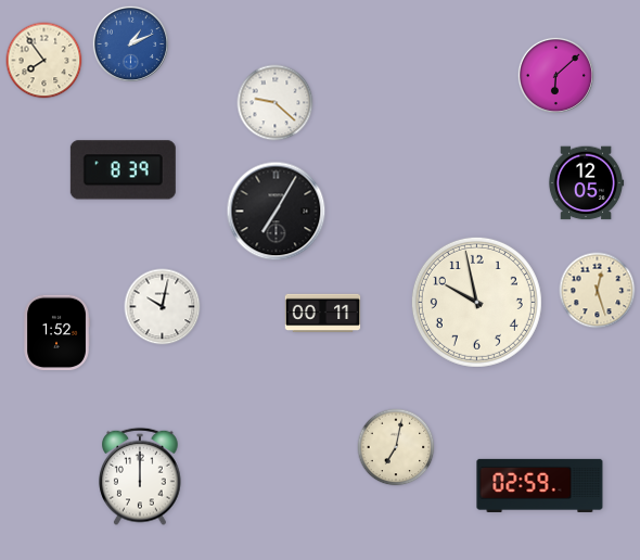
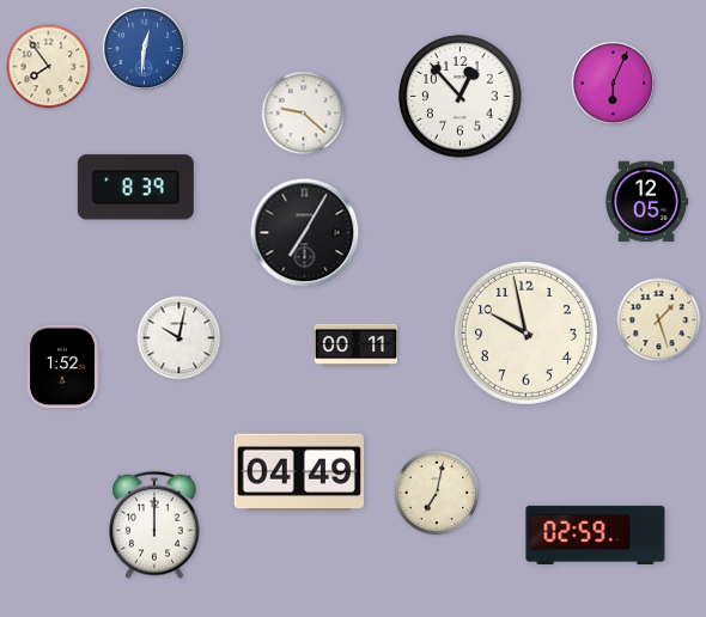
clock at (130, 43): 1:11 -> 12:31
clock at (555, 75): 6:08 -> 6:04
clock at (461, 97): none -> 12:53
clock at (598, 291): 12:27 -> 1:27
clock at (299, 472): none -> 04:49
